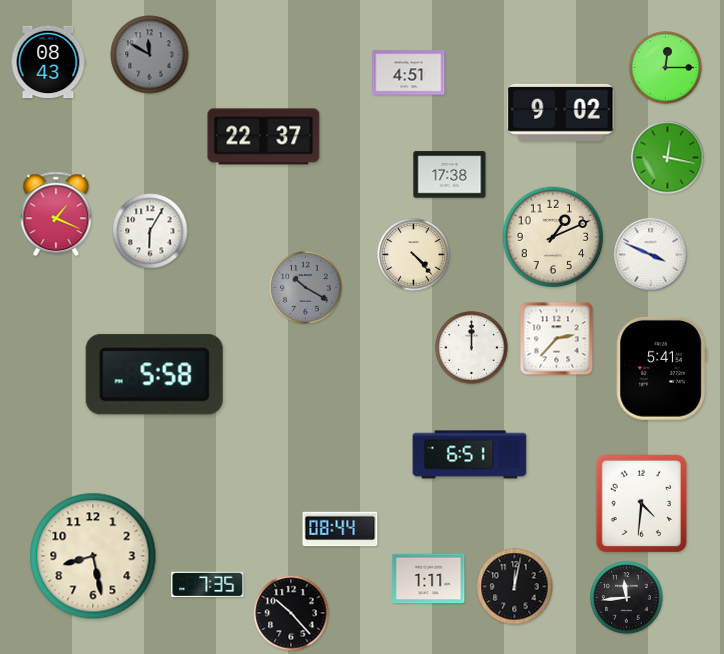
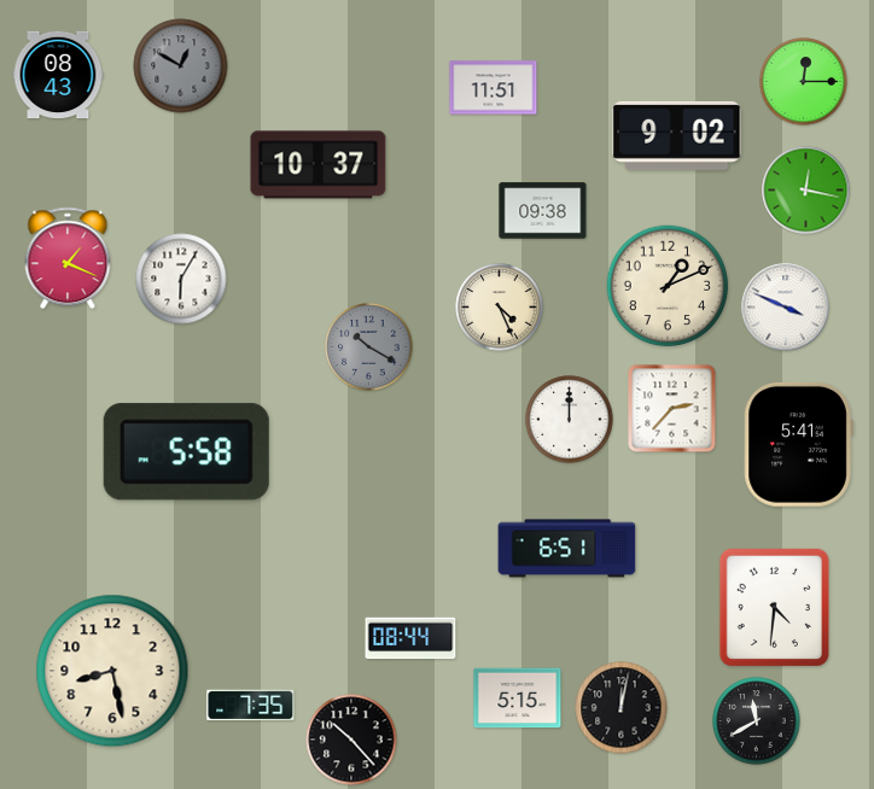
clock at (150, 55): 11:50 -> 12:50
clock at (409, 73): 4:51 -> 11:51
clock at (264, 137): 22:37 -> 10:37
clock at (450, 175): 17:38 -> 09:38
clock at (414, 255): 4:23 -> 4:26
clock at (429, 579): 1:11 -> 5:15
clock at (627, 598): 11:44 -> 11:40
